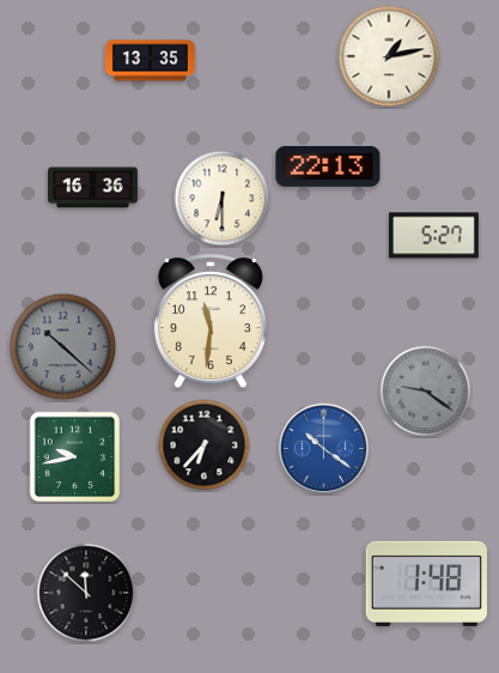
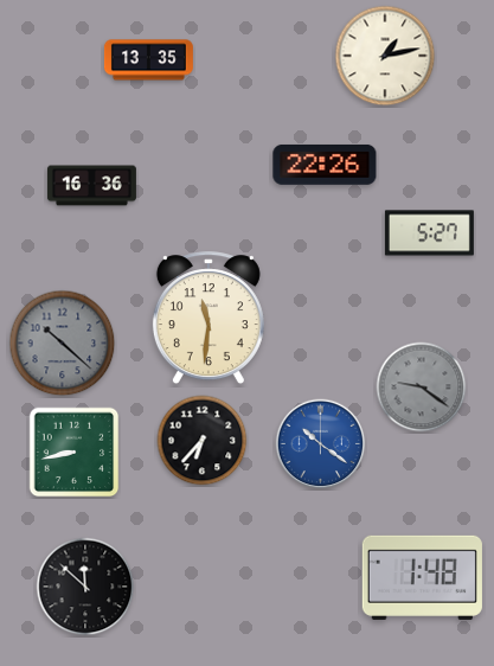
clock at (328, 166): 22:13 -> 22:26
clock at (223, 199): 6:30 -> none
clock at (75, 457): 9:43 -> 8:43
